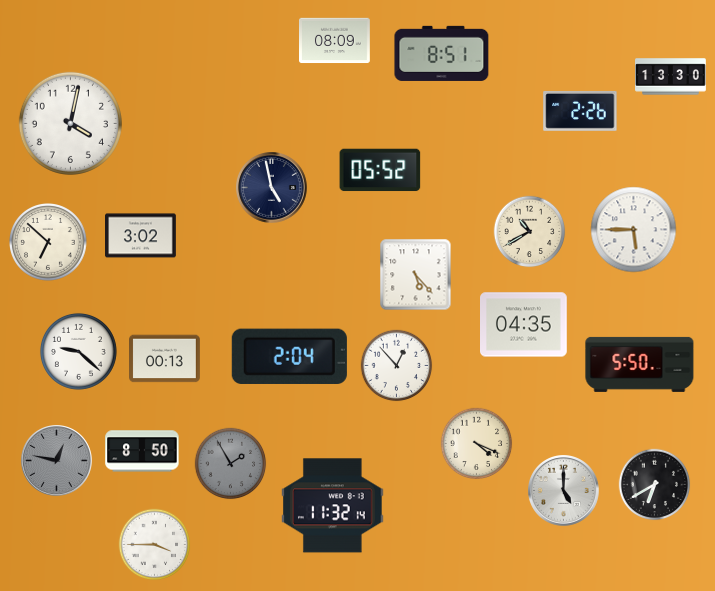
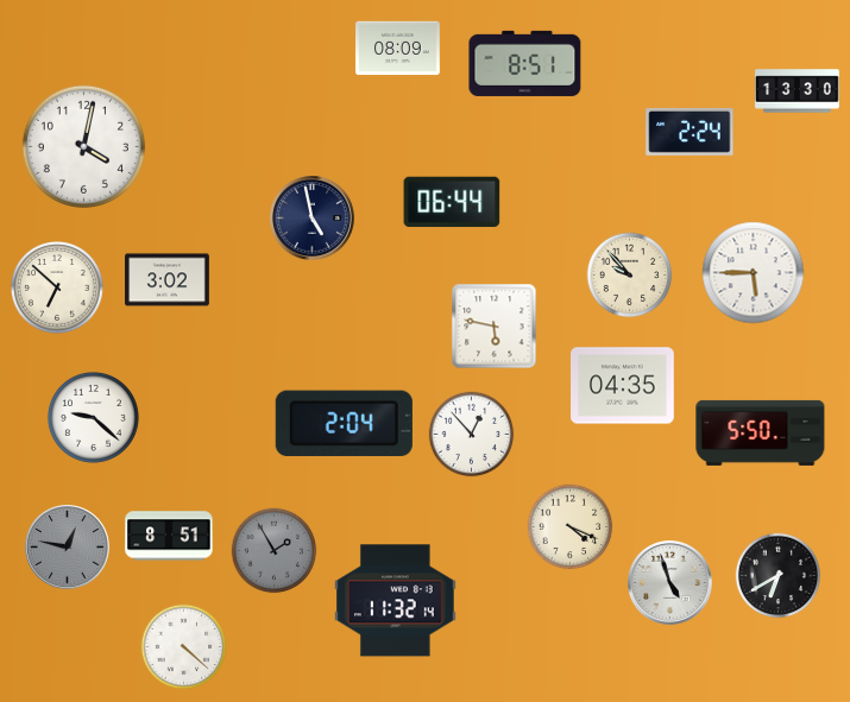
clock at (580, 111): 2:26 -> 2:24
clock at (380, 170): 05:52 -> 06:44
clock at (272, 188) position: (272, 188) -> (313, 219)
clock at (530, 232): 10:40 -> 9:53
clock at (416, 275): 5:23 -> 5:47
clock at (165, 359): 00:13 -> none
clock at (477, 444) position: (477, 444) -> (571, 527)
clock at (142, 451): 8:50 -> 8:51
clock at (564, 491): 5:00 -> 4:57
clock at (155, 545): 3:45 -> 4:22
